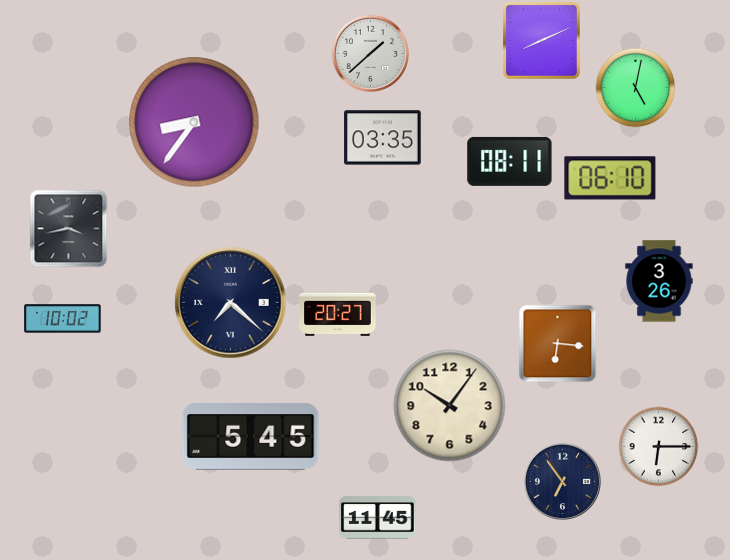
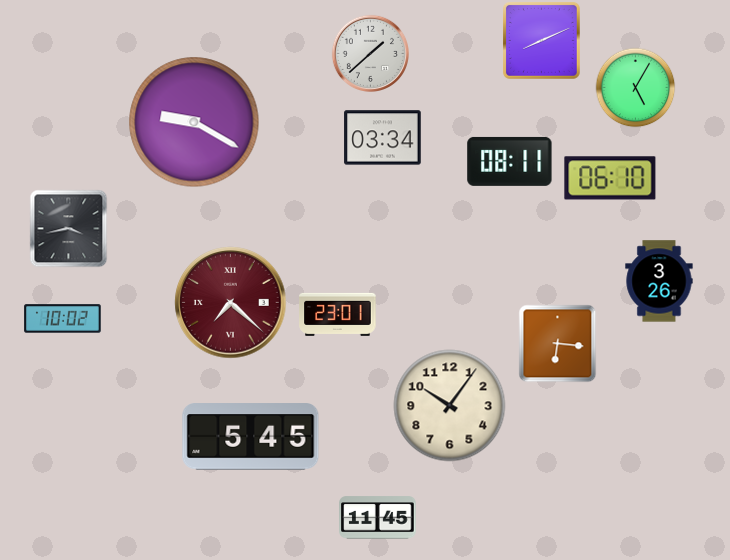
clock at (635, 87): 5:02 -> 5:05
clock at (194, 122): 8:36 -> 9:20
clock at (383, 138): 03:35 -> 03:34
clock at (231, 303) dial: navy -> burgundy
clock at (338, 314): 20:27 -> 23:01
clock at (658, 446): 6:15 -> none
clock at (562, 481): 6:54 -> none
